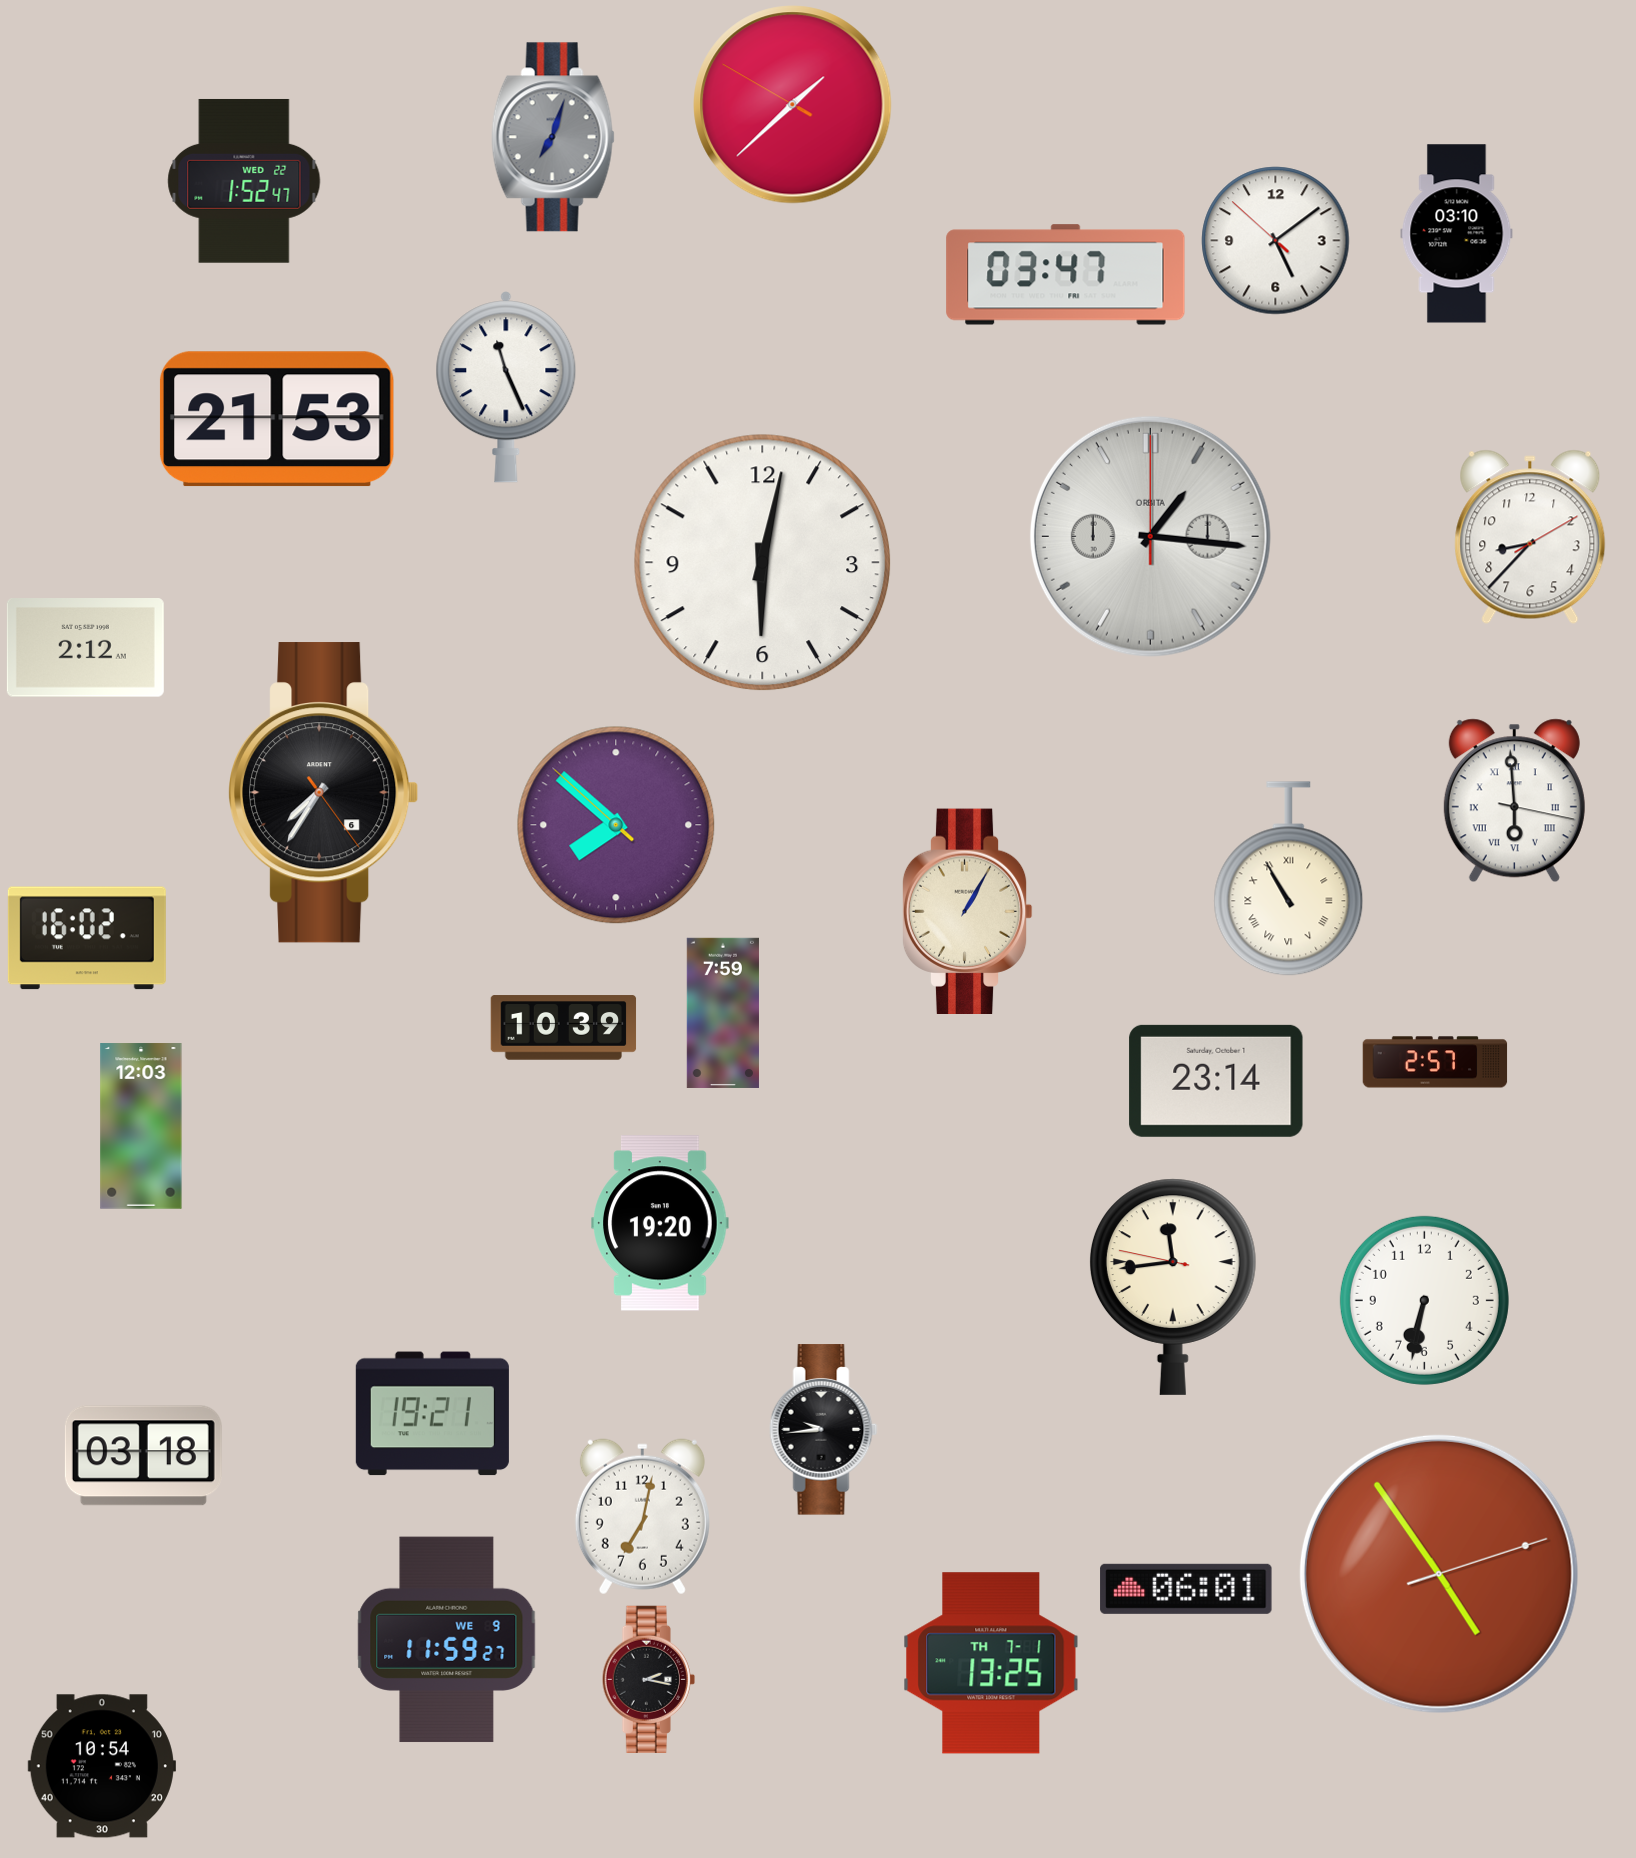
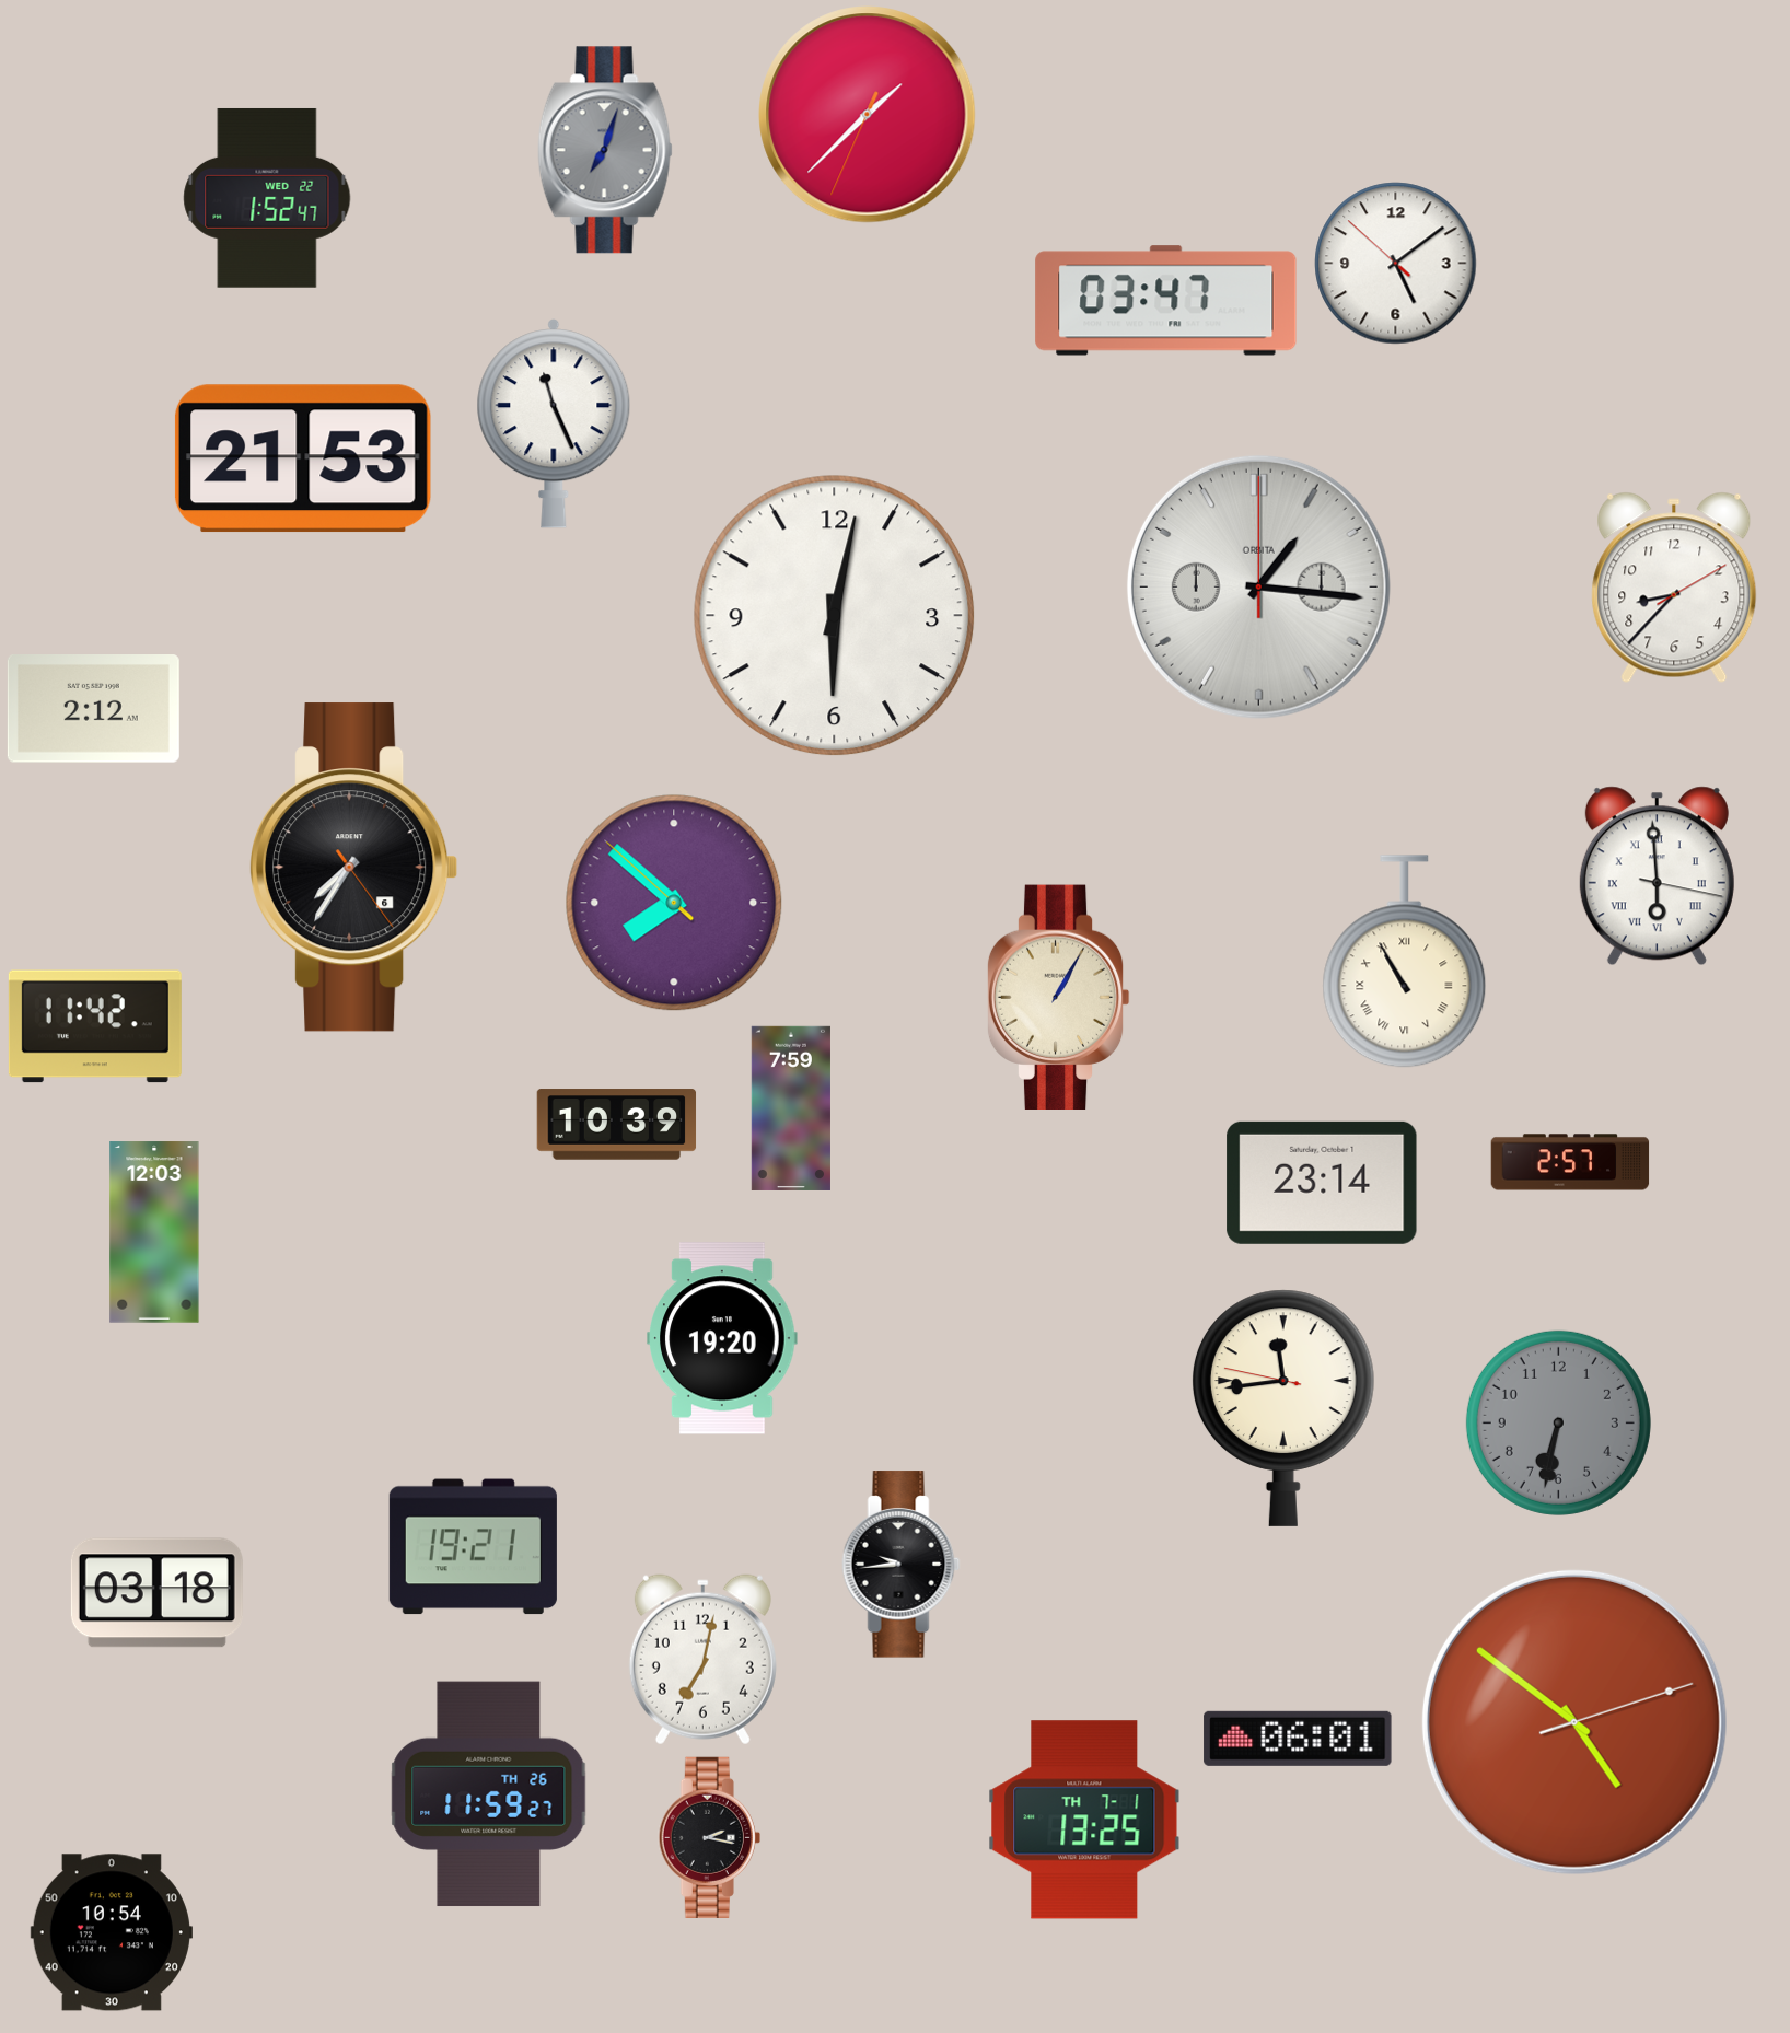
clock at (793, 105): 1:37:50 -> 1:37:34
clock at (1457, 234): 03:10 -> none
clock at (1289, 879) position: (1289, 879) -> (1405, 962)
clock at (87, 938): 16:02 -> 11:42
clock at (1216, 1081) position: (1216, 1081) -> (1322, 1183)
clock at (1424, 1300) dial: white -> grey
clock at (1439, 1574): 4:54 -> 4:51
clock at (447, 1640) date: WE 9 -> TH 26
